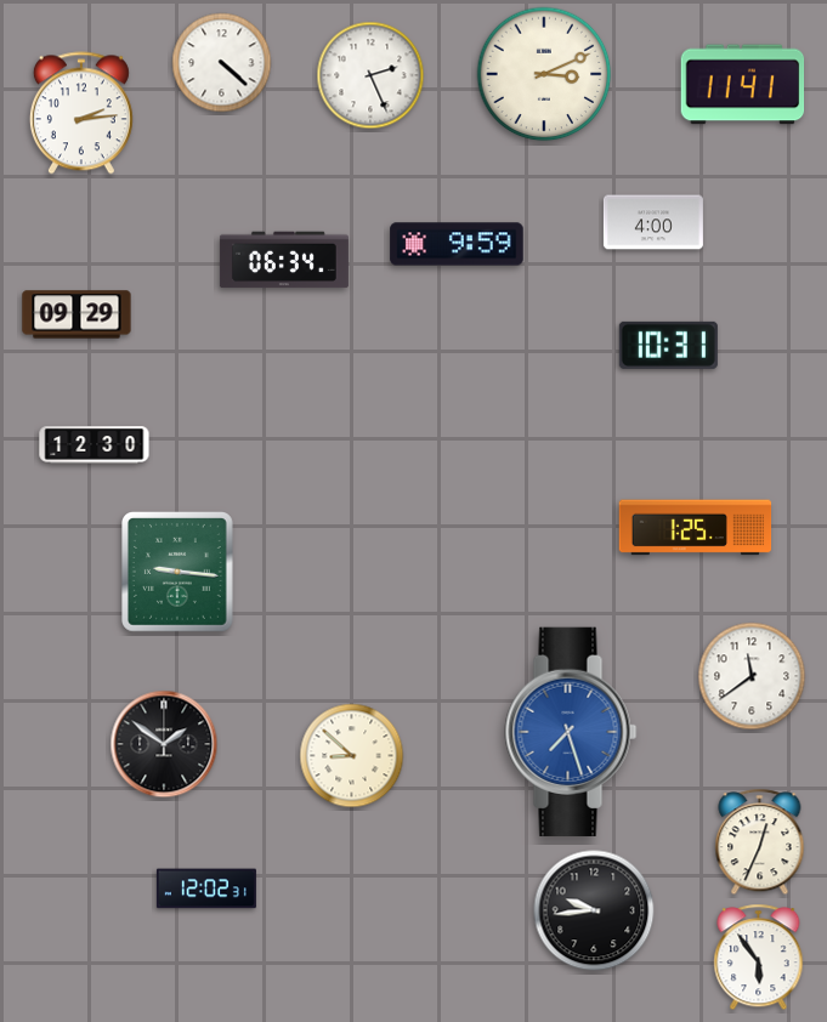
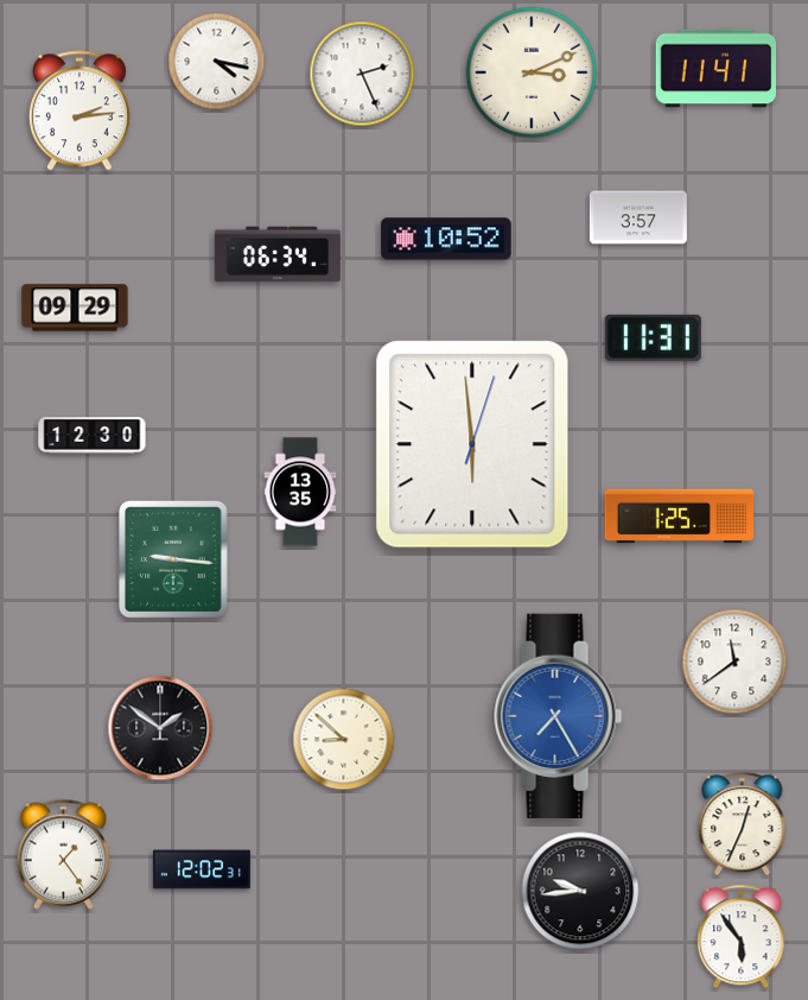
clock at (222, 63): 4:22 -> 4:17
clock at (743, 85) position: (743, 85) -> (717, 69)
clock at (653, 222): 4:00 -> 3:57
clock at (457, 244): 9:59 -> 10:52
clock at (668, 345): 10:31 -> 11:31
clock at (472, 444): none -> 5:59
clock at (300, 492): none -> 13:35
clock at (571, 732): 7:27 -> 7:25
clock at (63, 854): none -> 1:24
